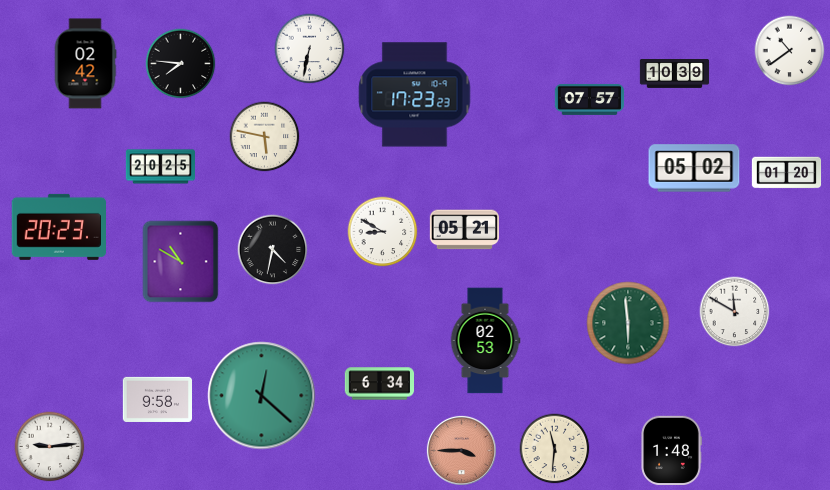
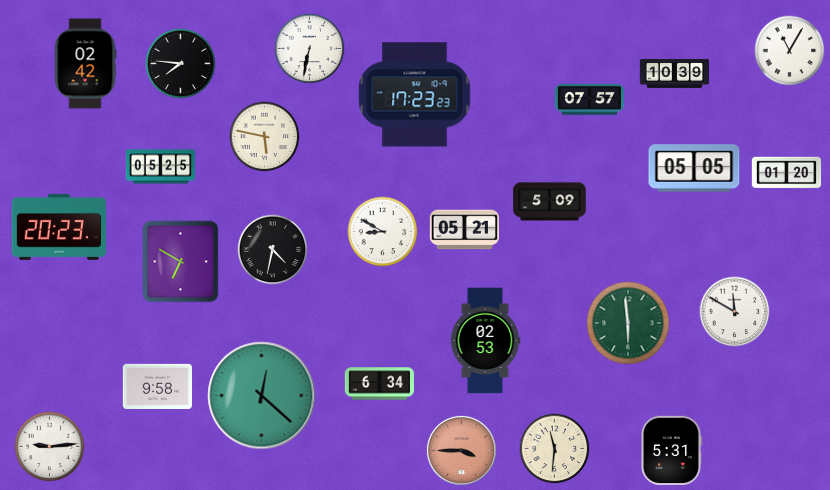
clock at (790, 51): 10:39 -> 11:05
clock at (160, 167): 20:25 -> 05:25
clock at (694, 168): 05:02 -> 05:05
clock at (550, 202): none -> 5:09
clock at (181, 262): 10:50 -> 6:50
clock at (157, 399) position: (157, 399) -> (157, 386)
clock at (671, 450): 1:48 -> 5:31
